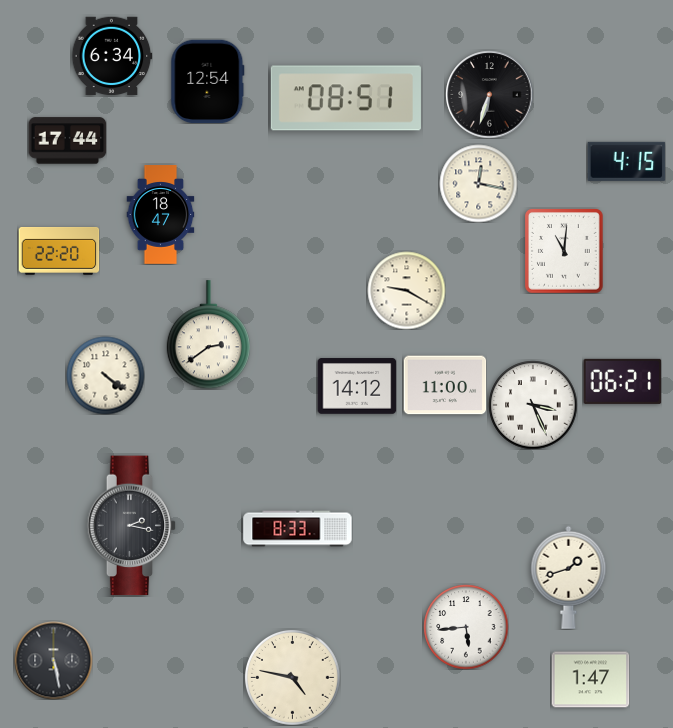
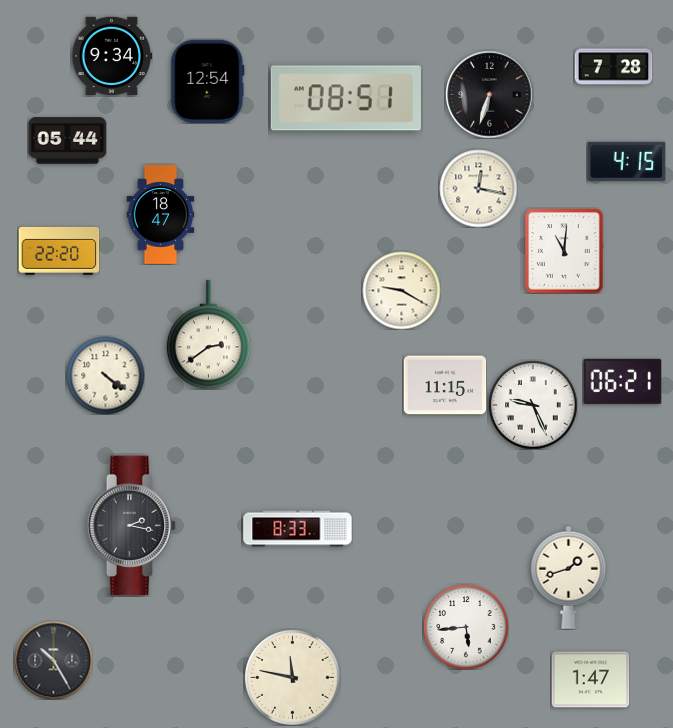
clock at (112, 56): 6:34 -> 9:34
clock at (613, 67): none -> 7:28
clock at (67, 141): 17:44 -> 05:44
clock at (478, 183) position: (478, 183) -> (478, 188)
clock at (406, 290) position: (406, 290) -> (401, 290)
clock at (445, 385): 11:00 -> 11:15
clock at (357, 386): 14:12 -> none
clock at (533, 405): 3:26 -> 9:26
clock at (53, 660): 5:28 -> 10:25
clock at (292, 677): 4:47 -> 11:47
